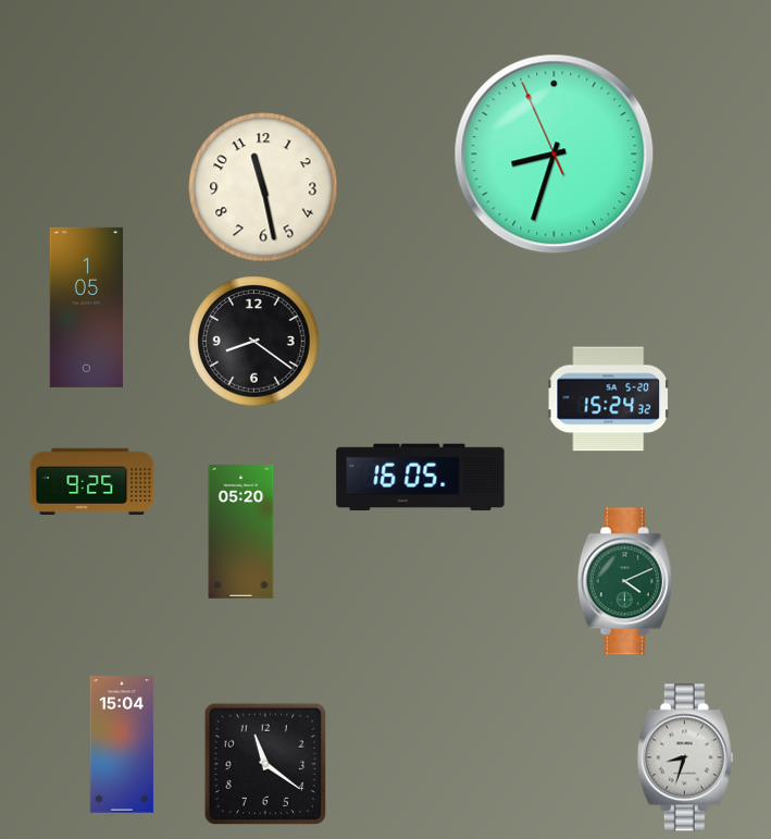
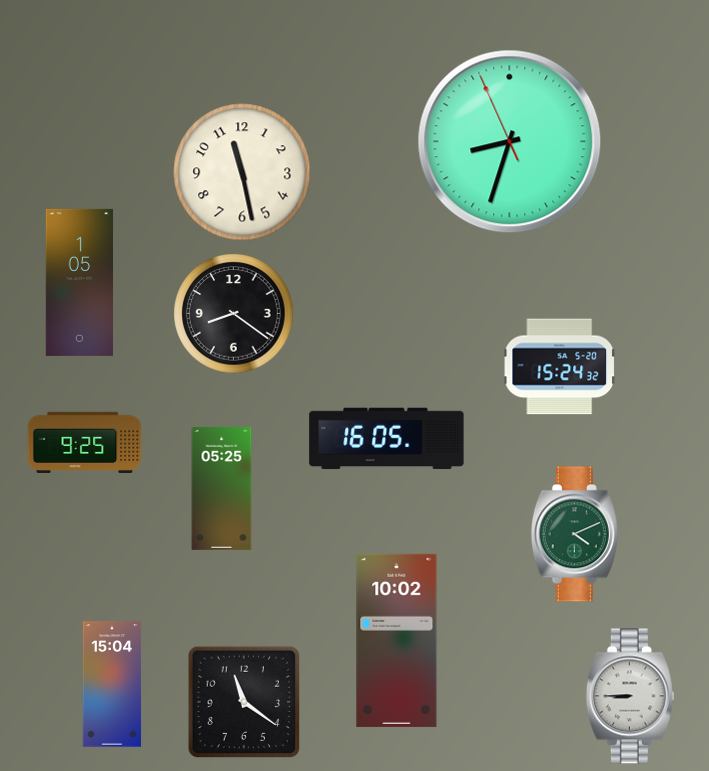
clock at (241, 532): 05:20 -> 05:25
clock at (397, 640): none -> 10:02
clock at (685, 757): 8:33 -> 8:45
